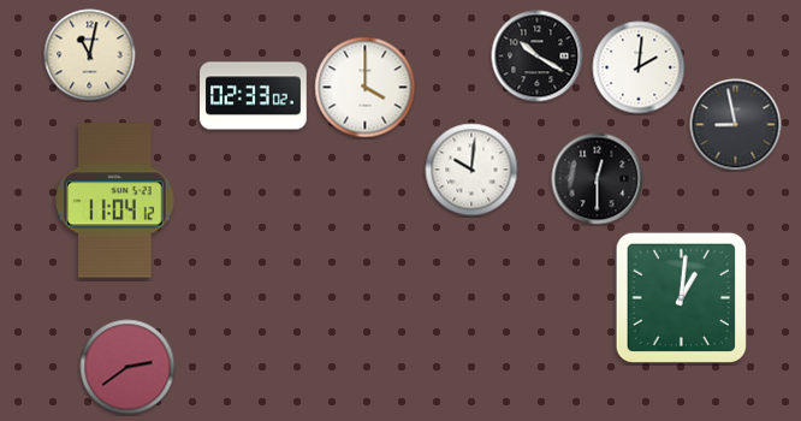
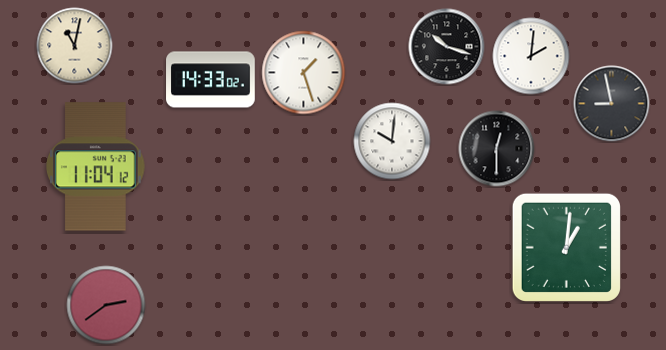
clock at (538, 57): 10:20 -> 10:18
clock at (366, 88): 4:00 -> 1:27
clock at (254, 96): 02:33 -> 14:33
